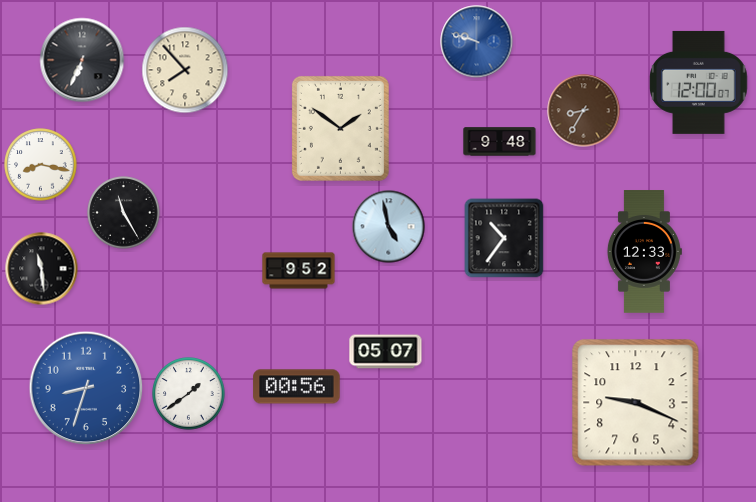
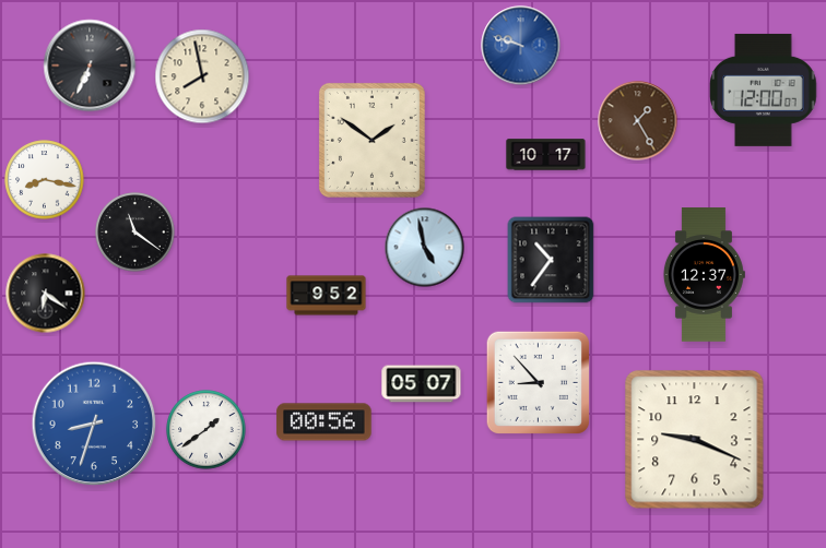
clock at (185, 70): 7:53 -> 7:58
clock at (584, 111): 8:35 -> 1:25
clock at (500, 142): 9:48 -> 10:17
clock at (124, 213): 11:25 -> 11:21
clock at (644, 252): 12:33 -> 12:37
clock at (42, 269): 11:29 -> 6:21
clock at (538, 382): none -> 8:53
